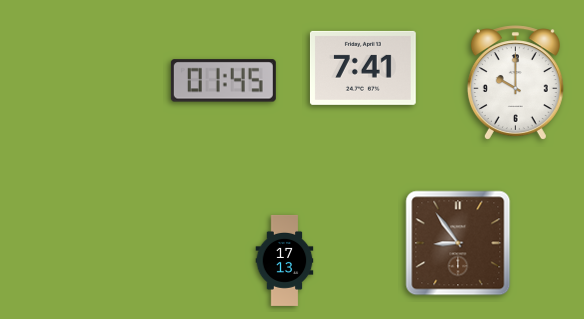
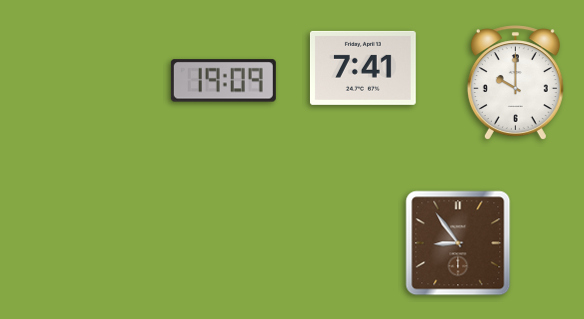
clock at (223, 81): 01:45 -> 19:09
clock at (285, 260): 17:13 -> none
